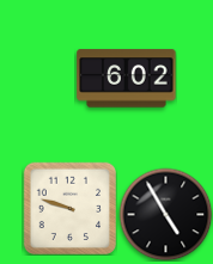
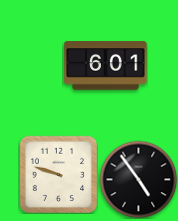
clock at (127, 79): 6:02 -> 6:01
clock at (165, 214): 4:55 -> 4:54
